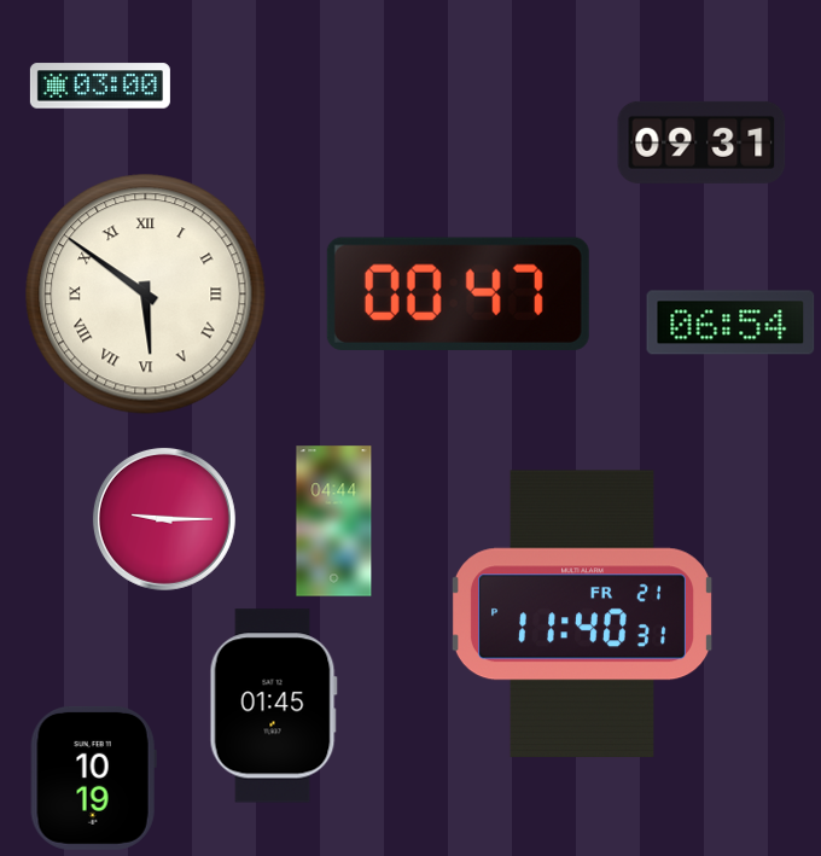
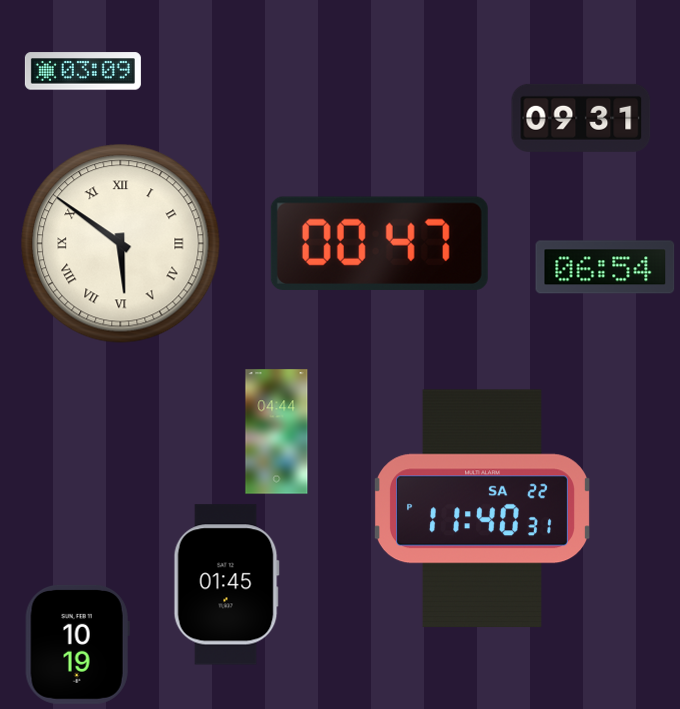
clock at (100, 86): 03:00 -> 03:09
clock at (164, 519): 9:15 -> none
clock at (582, 615) date: FR 21 -> SA 22
